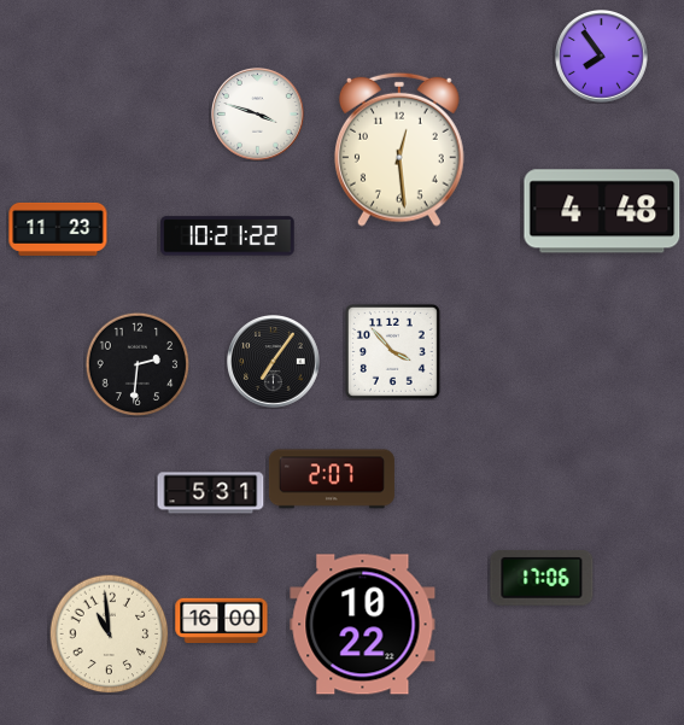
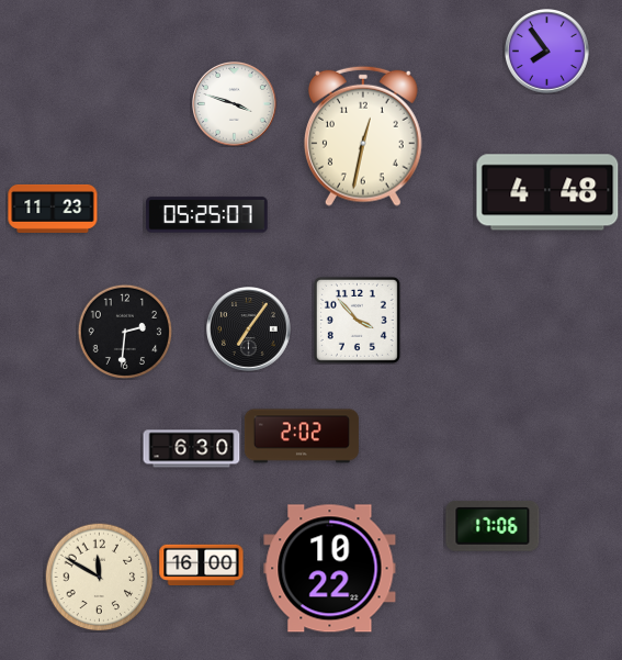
clock at (399, 150): 12:29 -> 12:32
clock at (228, 236): 10:21 -> 05:25
clock at (332, 479): 2:07 -> 2:02
clock at (211, 493): 5:31 -> 6:30
clock at (110, 635): 10:59 -> 11:50
